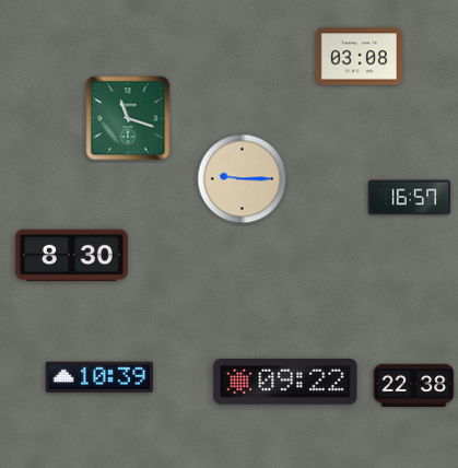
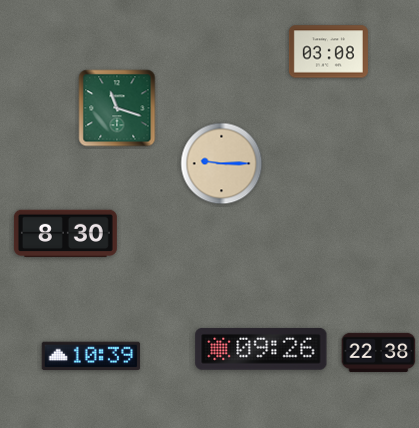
clock at (410, 198): 16:57 -> none
clock at (99, 377) position: (99, 377) -> (91, 356)
clock at (285, 382): 09:22 -> 09:26
